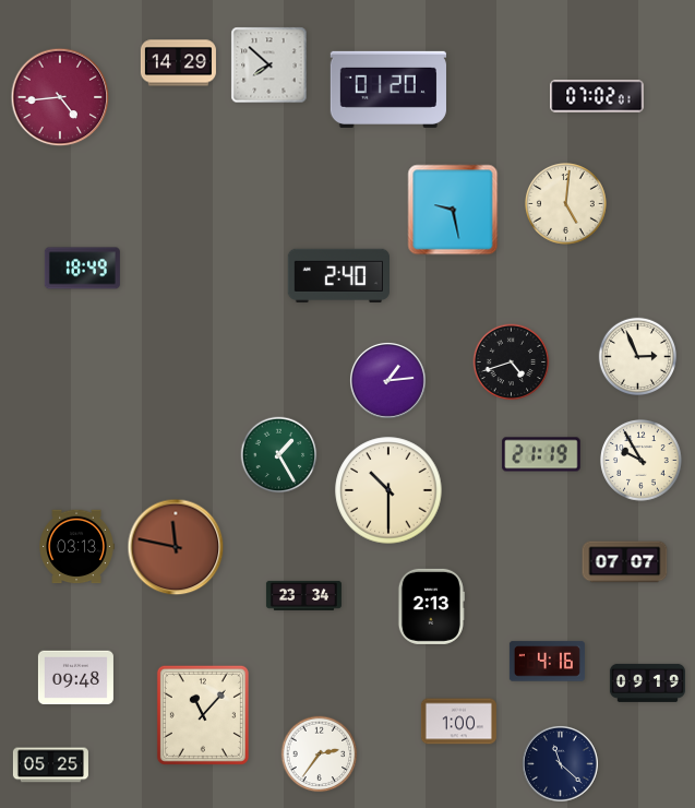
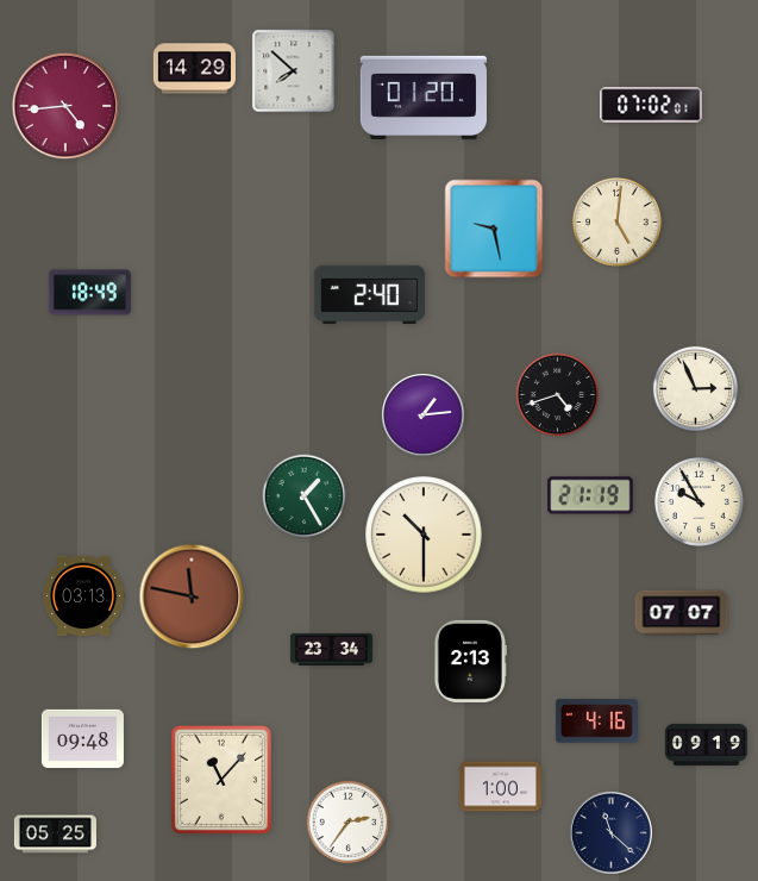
clock at (338, 275) position: (338, 275) -> (369, 294)
